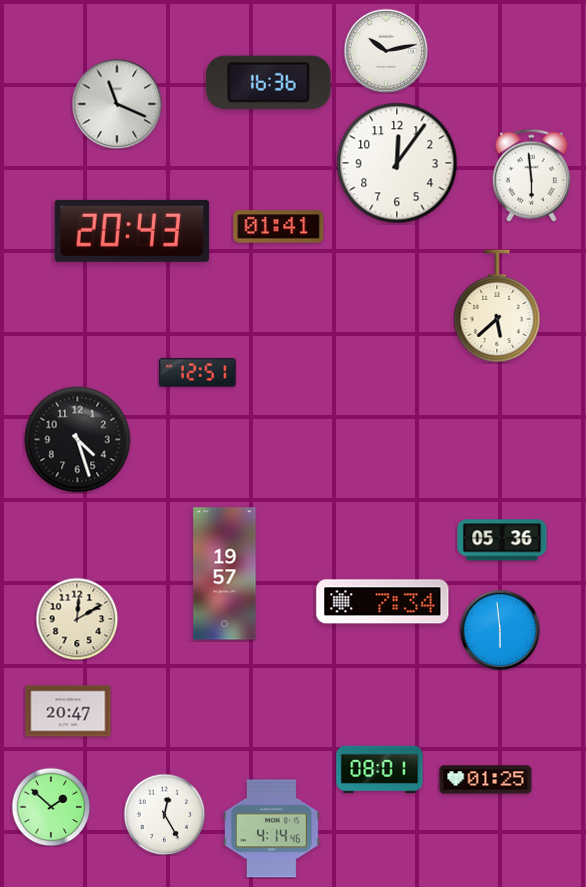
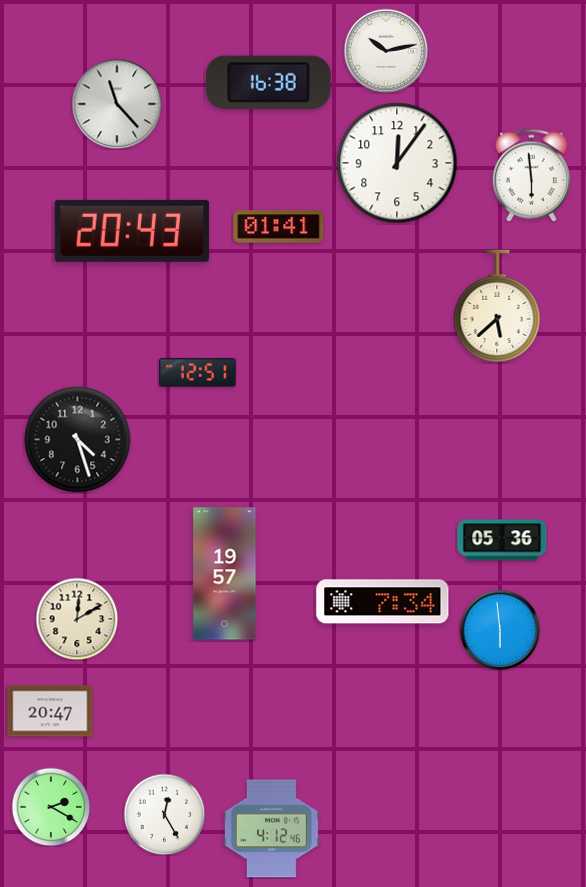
clock at (269, 82): 16:36 -> 16:38
clock at (117, 104): 11:19 -> 11:23
clock at (68, 711) position: (68, 711) -> (50, 711)
clock at (380, 770): 08:01 -> none
clock at (486, 780): 01:25 -> none
clock at (51, 807): 1:52 -> 2:20
clock at (272, 829): 4:14 -> 4:12
